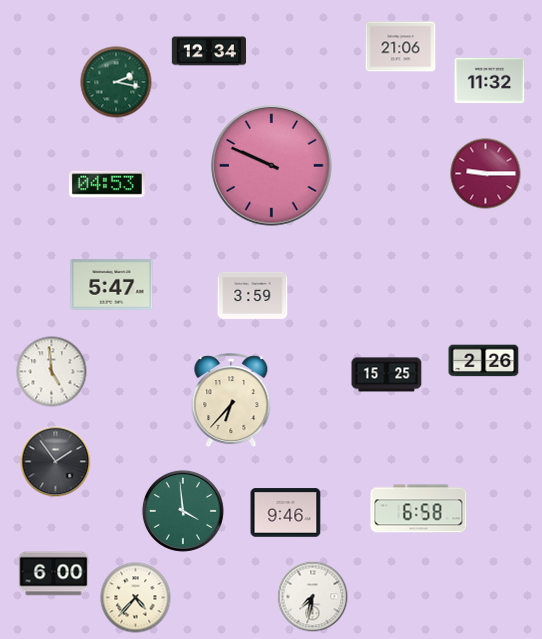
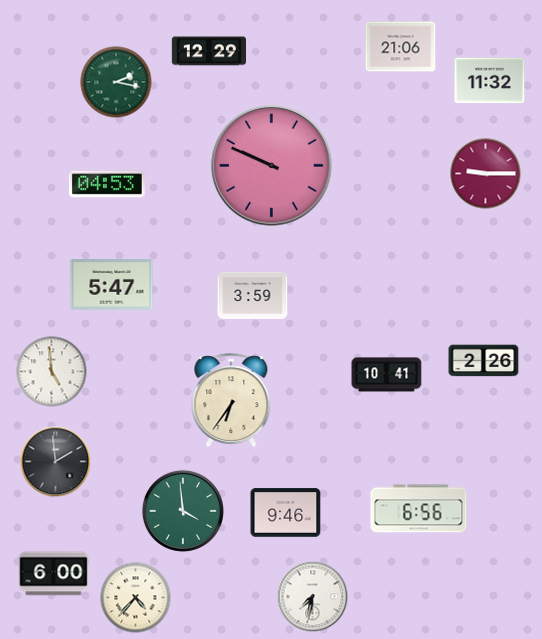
clock at (208, 51): 12:34 -> 12:29
clock at (387, 375): 15:25 -> 10:41
clock at (231, 401): 6:37 -> 6:36
clock at (56, 462): 1:54 -> 1:59
clock at (419, 509): 6:58 -> 6:56
